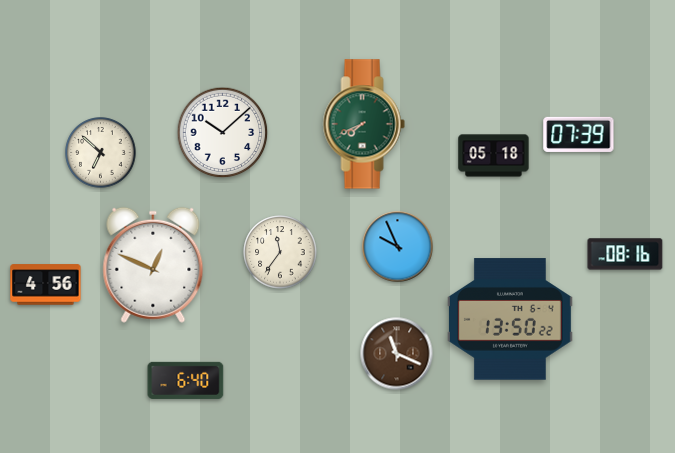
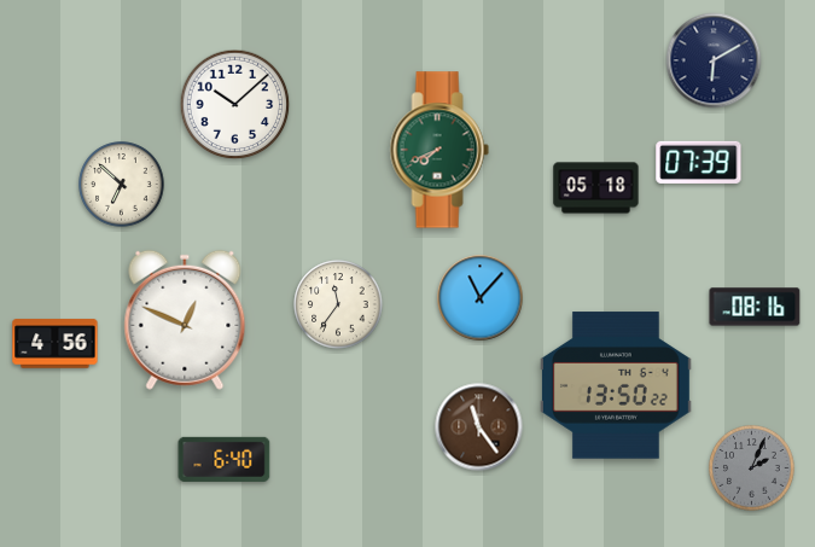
clock at (714, 60): none -> 6:10
clock at (223, 133) position: (223, 133) -> (235, 105)
clock at (398, 247): 9:56 -> 11:07
clock at (397, 354): 11:19 -> 11:24
clock at (752, 469): none -> 2:04
